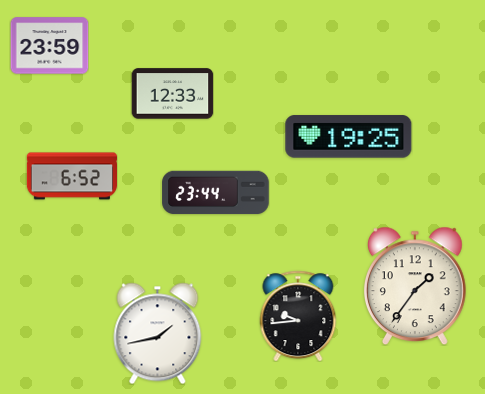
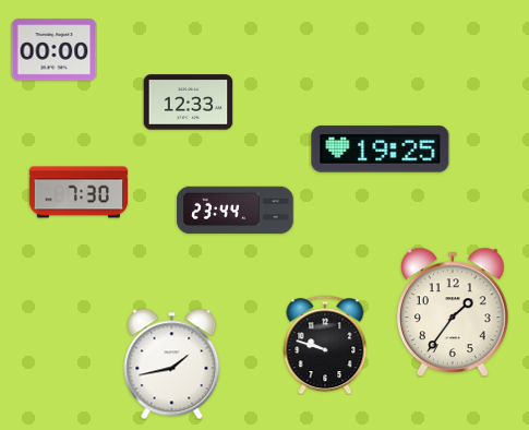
clock at (49, 46): 23:59 -> 00:00
clock at (71, 176): 6:52 -> 7:30
clock at (298, 316): 9:44 -> 9:48
